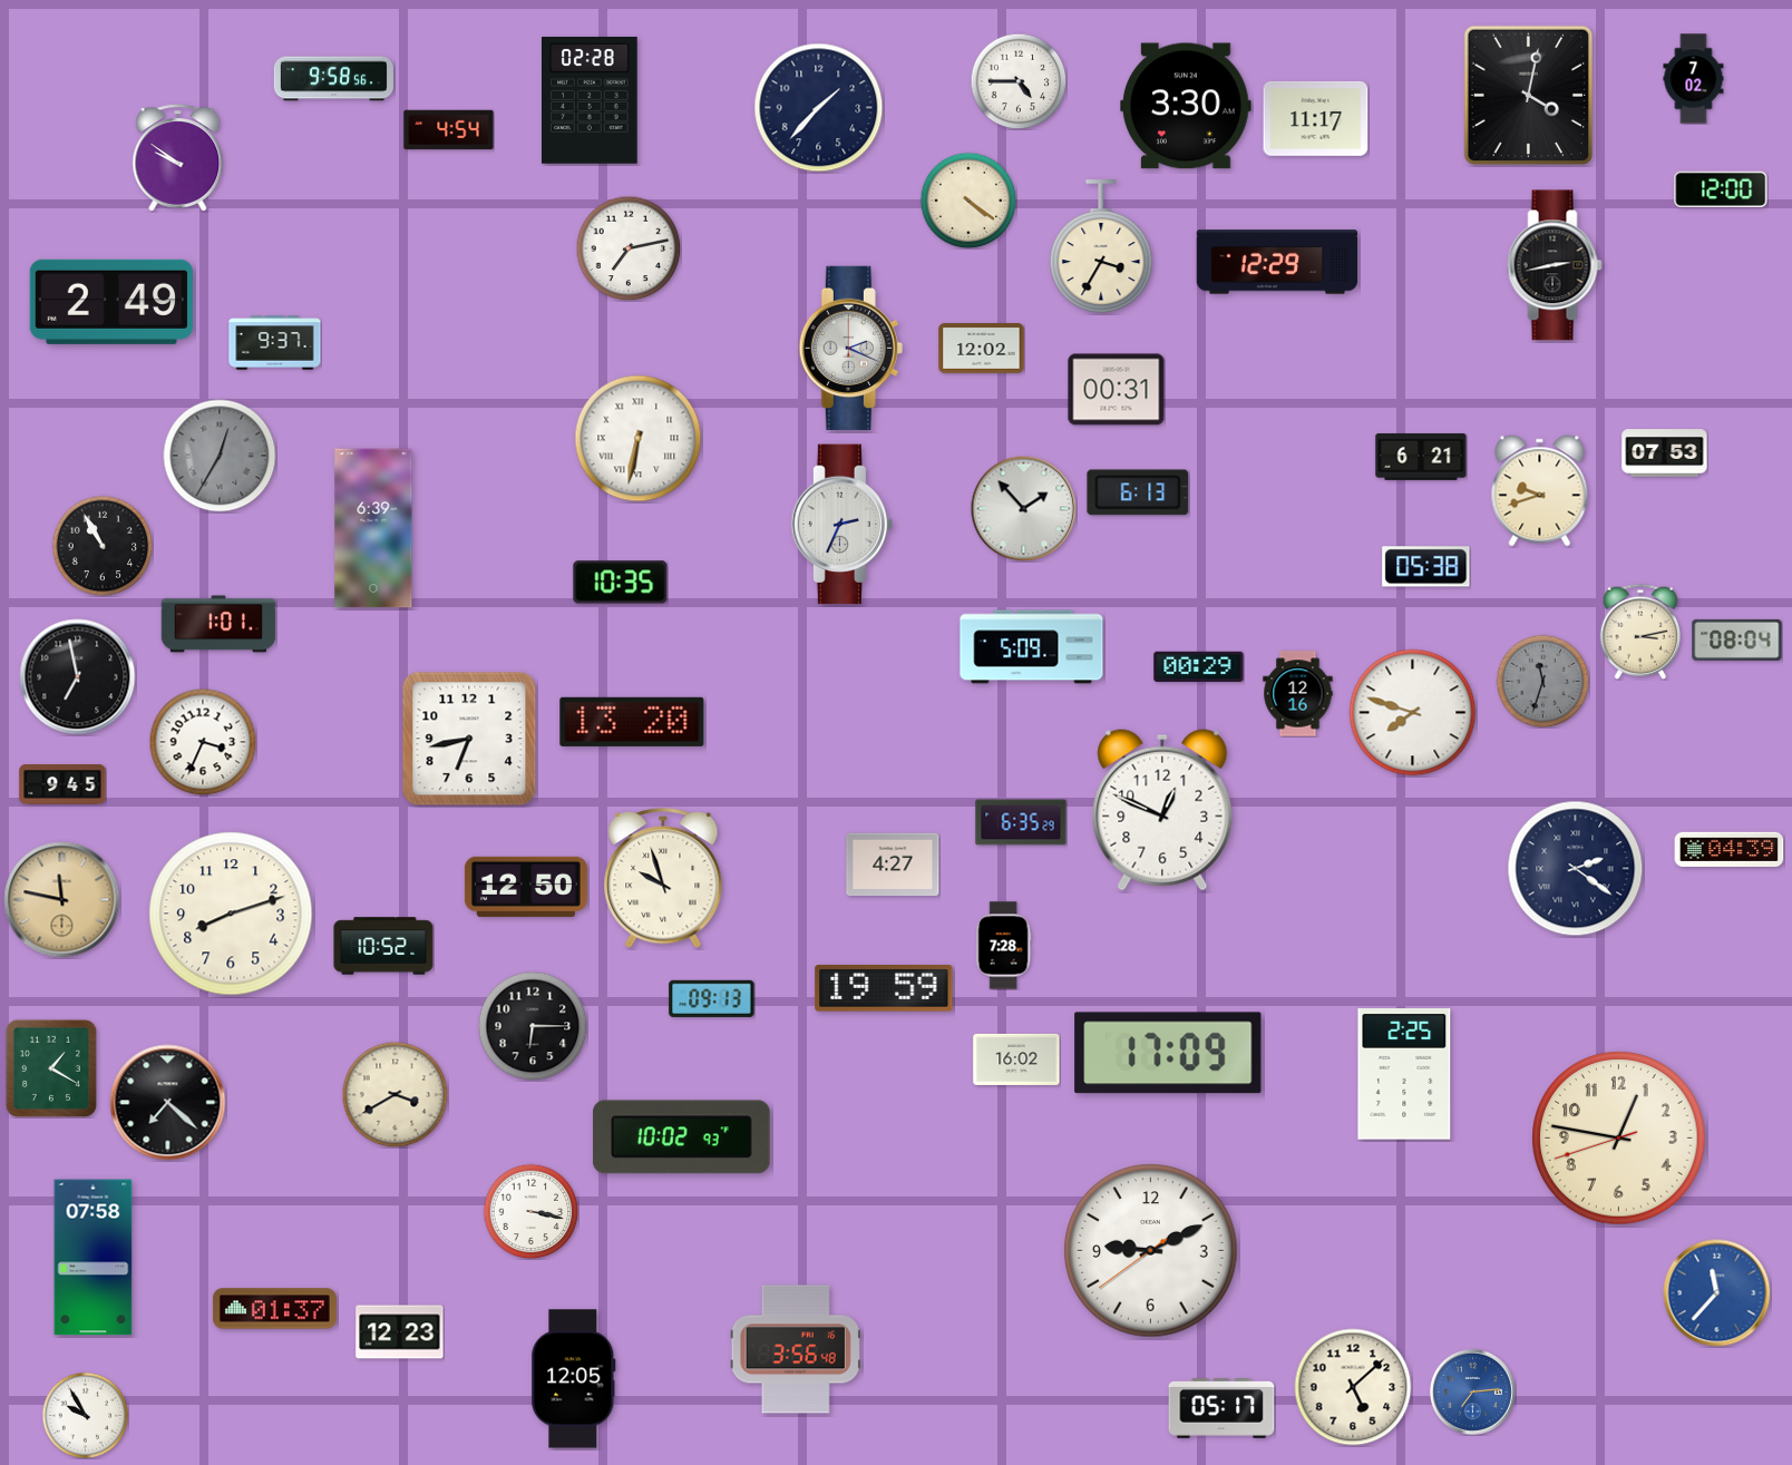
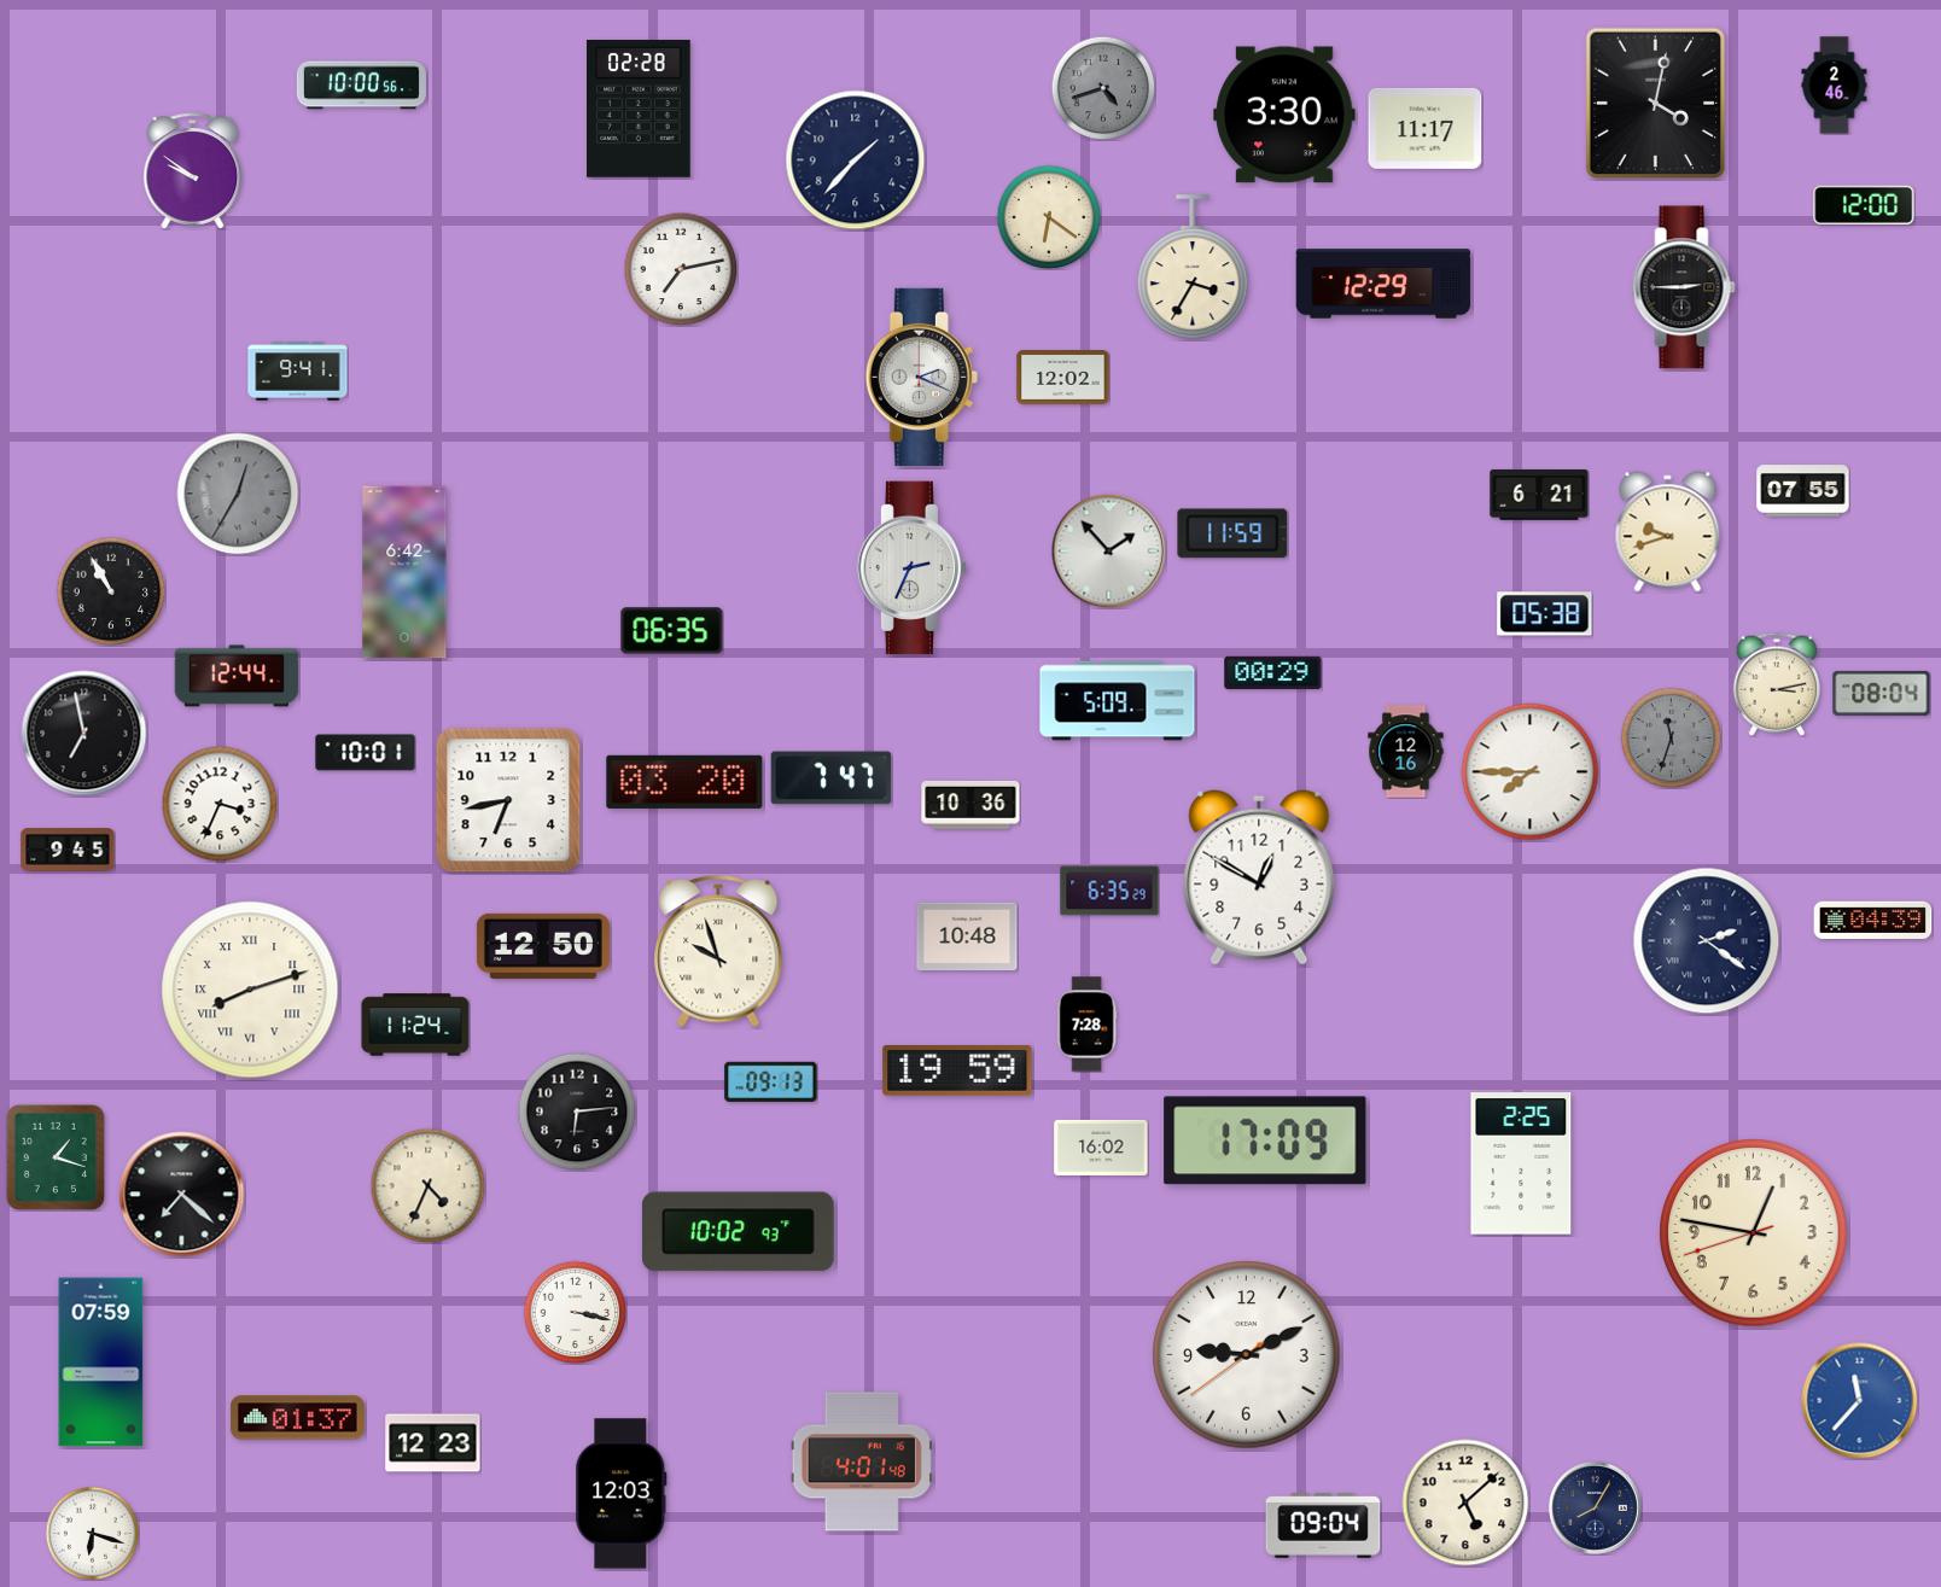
clock at (333, 79): 9:58 -> 10:00
clock at (1694, 79): 7:02 -> 2:46
clock at (1019, 81): 4:45 -> 4:42
clock at (1019, 81) dial: white -> grey
clock at (819, 108) position: (819, 108) -> (856, 161)
clock at (449, 130): 4:54 -> none
clock at (968, 201): 4:21 -> 6:21
clock at (1555, 265): 2:43 -> 2:45
clock at (110, 302): 2:49 -> none
clock at (275, 343): 9:37 -> 9:41
clock at (1117, 390): 00:31 -> none
clock at (639, 439): 6:32 -> none
clock at (1665, 453): 07:53 -> 07:55
clock at (1138, 492): 6:13 -> 11:59
clock at (373, 528): 6:39 -> 6:42
clock at (621, 583): 10:35 -> 06:35
clock at (218, 624): 1:01 -> 12:44
clock at (1199, 666) position: (1199, 666) -> (1273, 672)
clock at (366, 753): none -> 10:01
clock at (1413, 713): 7:48 -> 7:45
clock at (832, 778): none -> 7:47
clock at (632, 722): 13:20 -> 03:20
clock at (970, 805): none -> 10:36
clock at (1162, 810): 12:49 -> 12:50
clock at (1021, 822) position: (1021, 822) -> (1109, 891)
clock at (893, 865): 4:27 -> 10:48
clock at (526, 887) position: (526, 887) -> (543, 946)
clock at (62, 900): 11:47 -> none
clock at (231, 914) numerals: Arabic -> Roman
clock at (383, 946): 10:52 -> 11:24
clock at (533, 1026): 6:15 -> 6:14
clock at (51, 1068): 1:20 -> 1:18
clock at (395, 1094): 3:40 -> 4:34
clock at (94, 1258): 07:58 -> 07:59
clock at (796, 1349): 3:56 -> 4:01
clock at (574, 1379): 12:05 -> 12:03
clock at (1472, 1391): 7:14 -> 8:05
clock at (1472, 1391) dial: blue -> navy
clock at (1221, 1408): 05:17 -> 09:04
clock at (85, 1415): 9:55 -> 6:18
